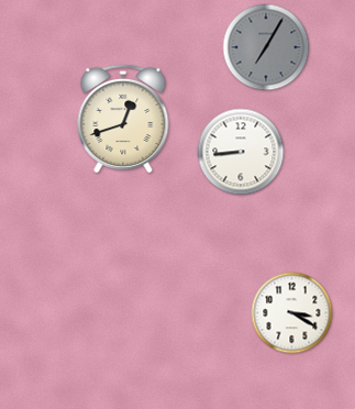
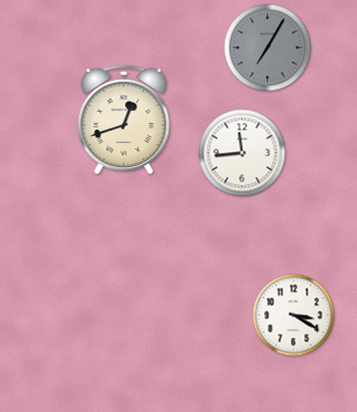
clock at (241, 152): 8:44 -> 11:44
